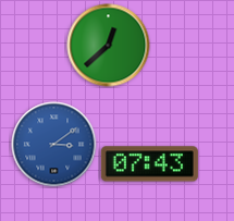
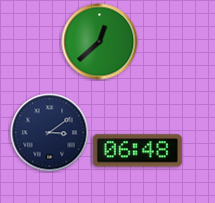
clock at (54, 145) dial: blue -> navy
clock at (149, 164): 07:43 -> 06:48
